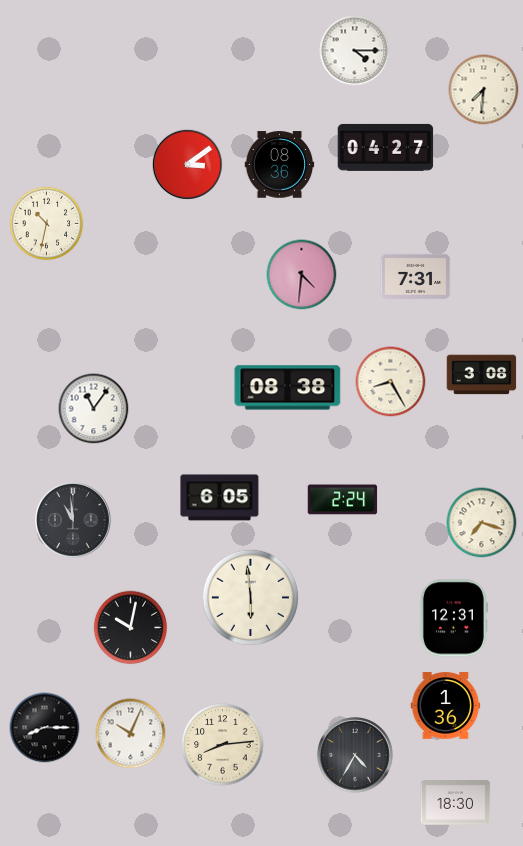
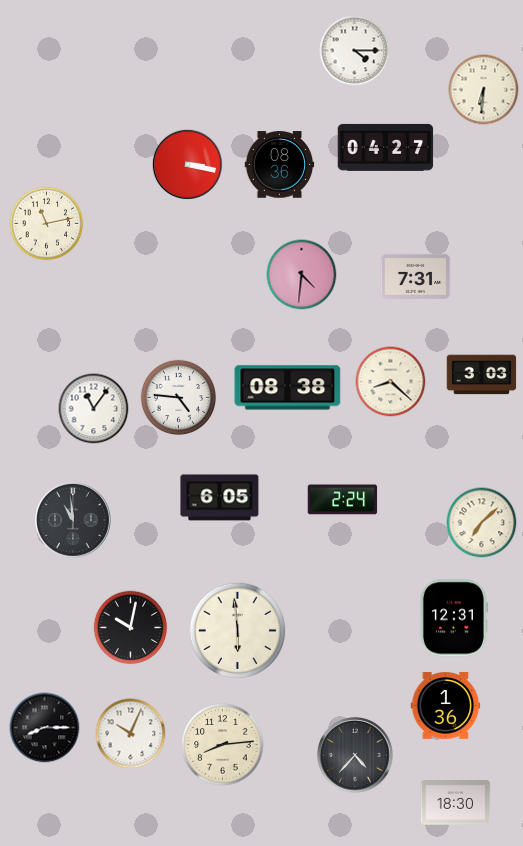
clock at (484, 90): 7:31 -> 6:31
clock at (188, 165): 3:09 -> 3:17
clock at (47, 224): 10:32 -> 11:13
clock at (482, 375): 3:08 -> 3:03
clock at (391, 382): 8:25 -> 8:22
clock at (178, 397): none -> 4:46
clock at (482, 523): 7:18 -> 7:08
clock at (251, 598) position: (251, 598) -> (238, 631)
clock at (355, 755): 4:35 -> 4:37
